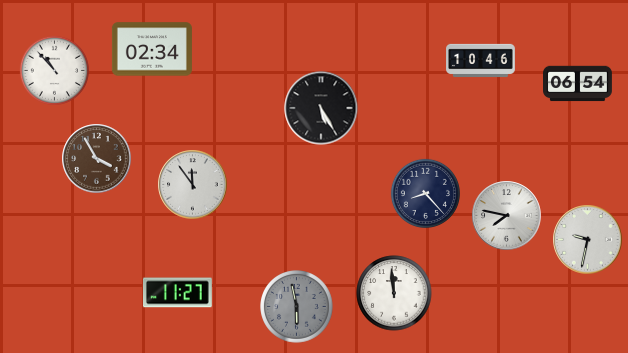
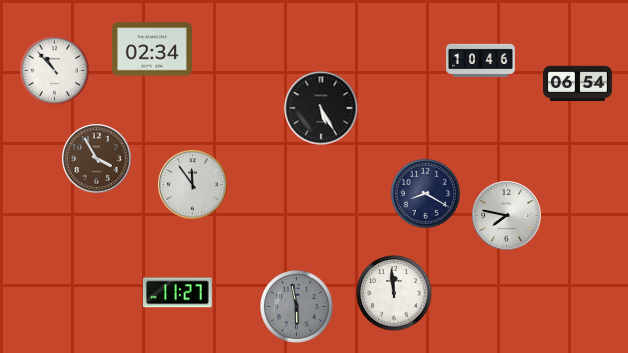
clock at (425, 193): 8:23 -> 8:20
clock at (588, 240): 9:32 -> none
